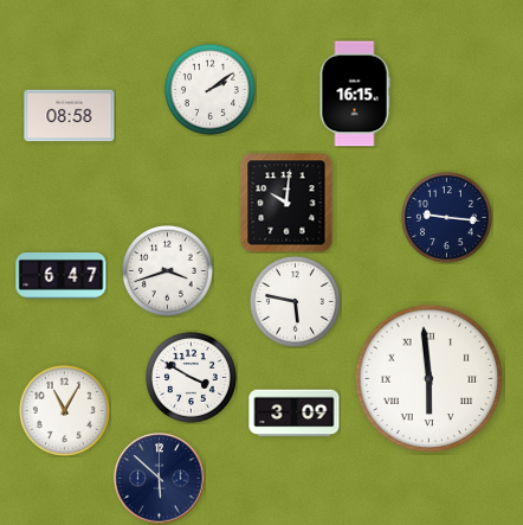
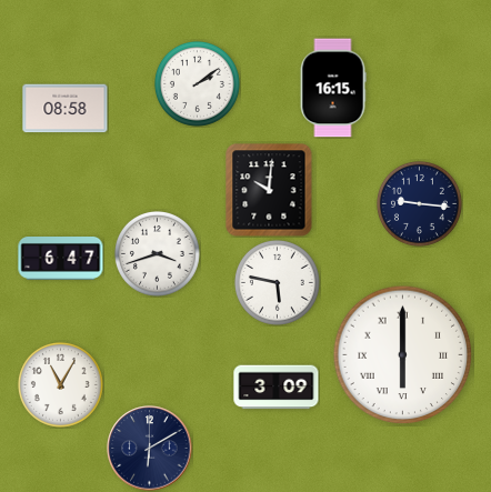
clock at (62, 276) position: (62, 276) -> (61, 259)
clock at (191, 377): 3:50 -> none
clock at (430, 379): 5:59 -> 6:00
clock at (160, 479): 5:52 -> 6:10
